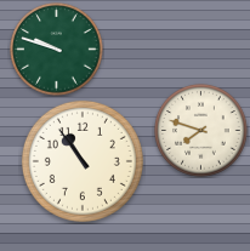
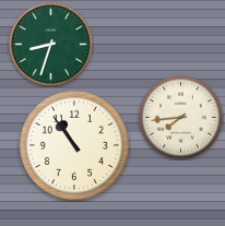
clock at (57, 50): 9:48 -> 8:33
clock at (201, 131): 7:48 -> 7:44
